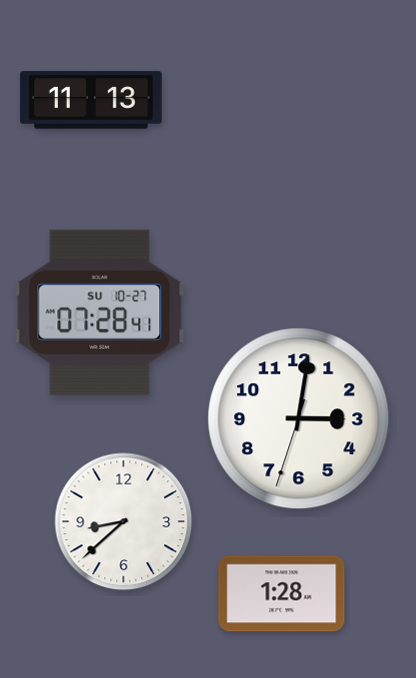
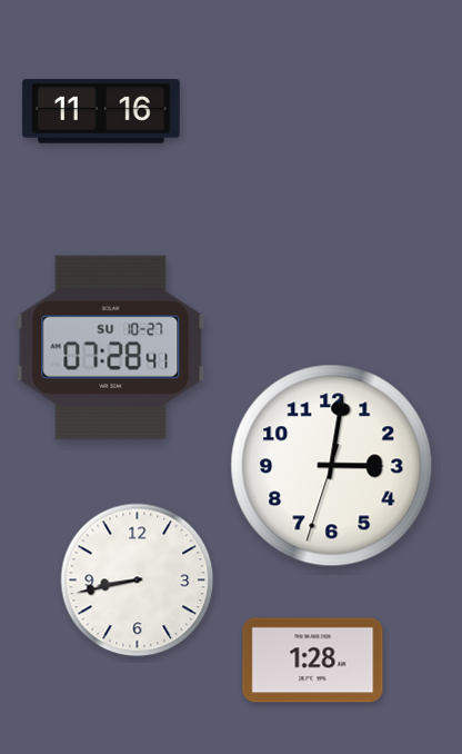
clock at (91, 100): 11:13 -> 11:16
clock at (124, 522): 8:38 -> 8:43
